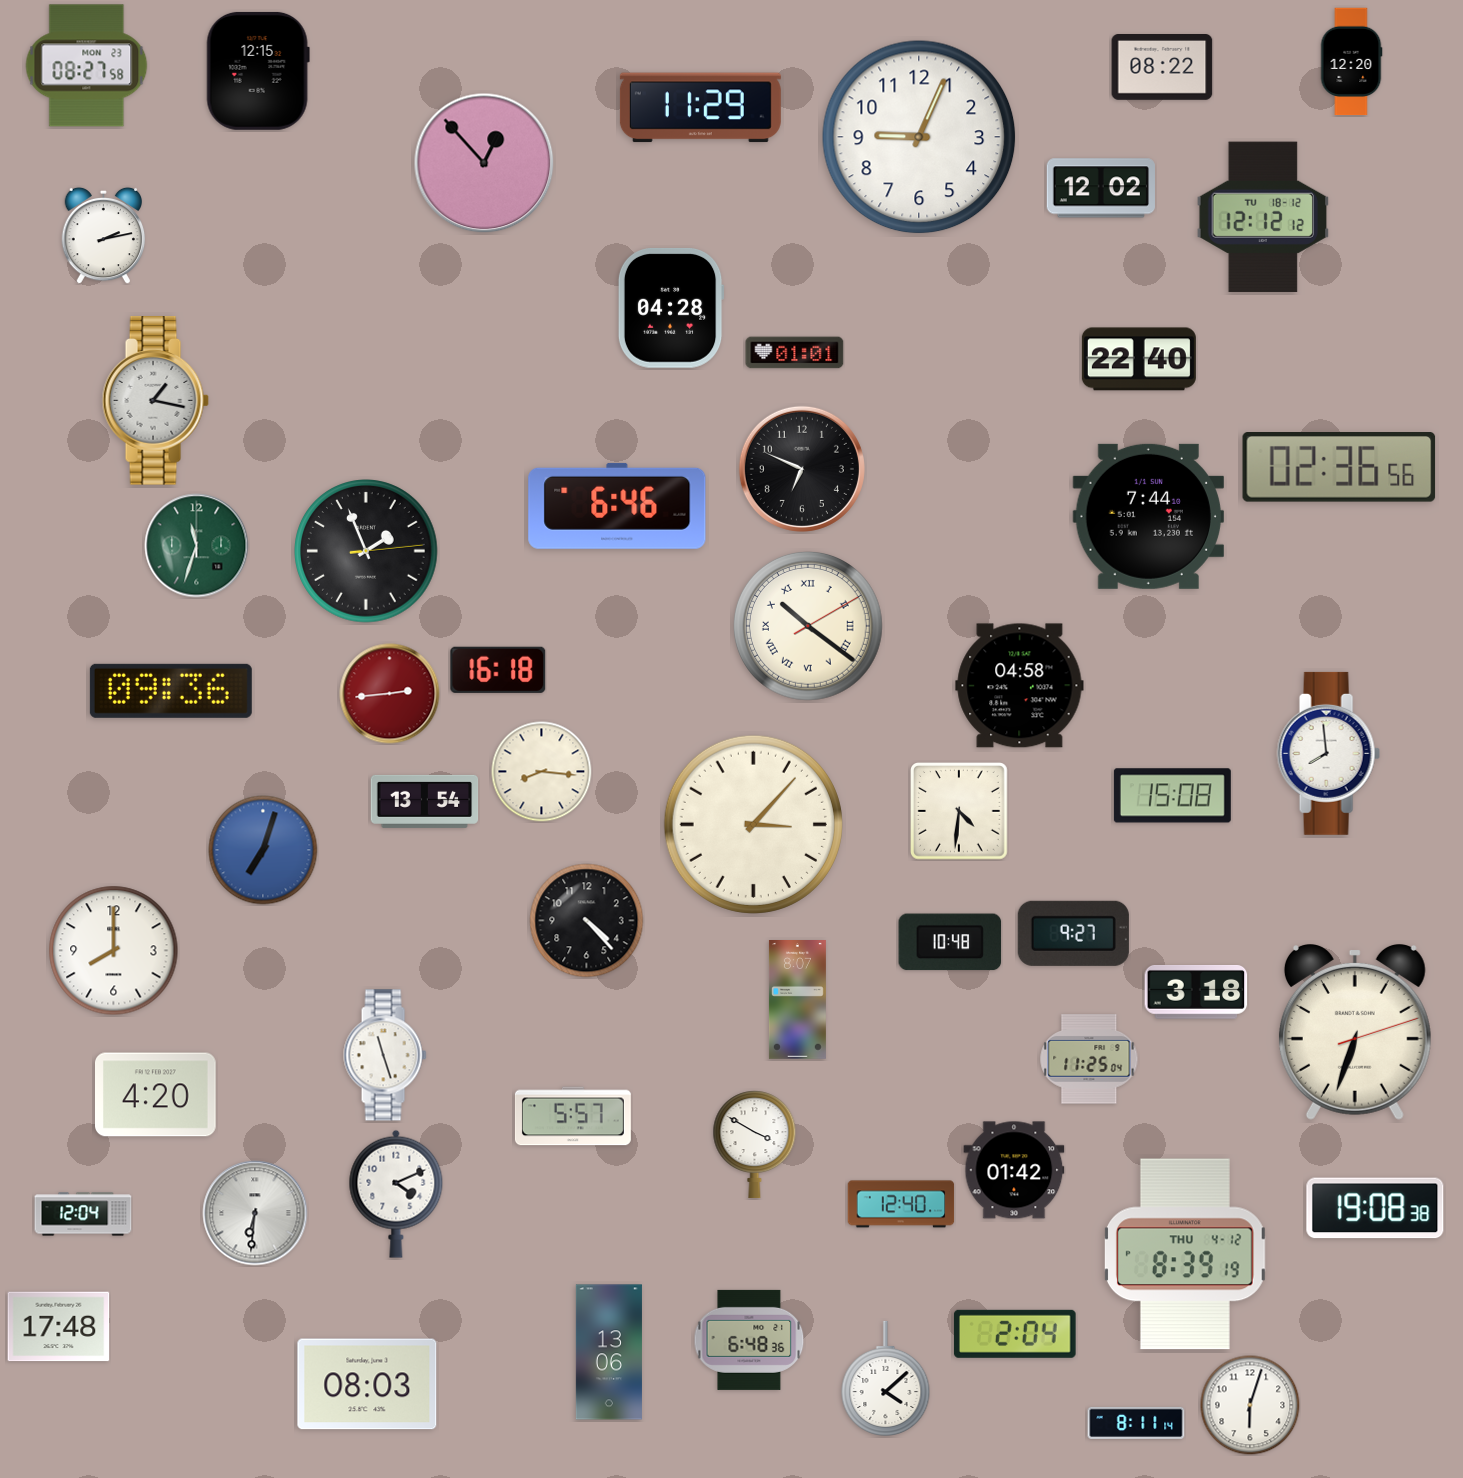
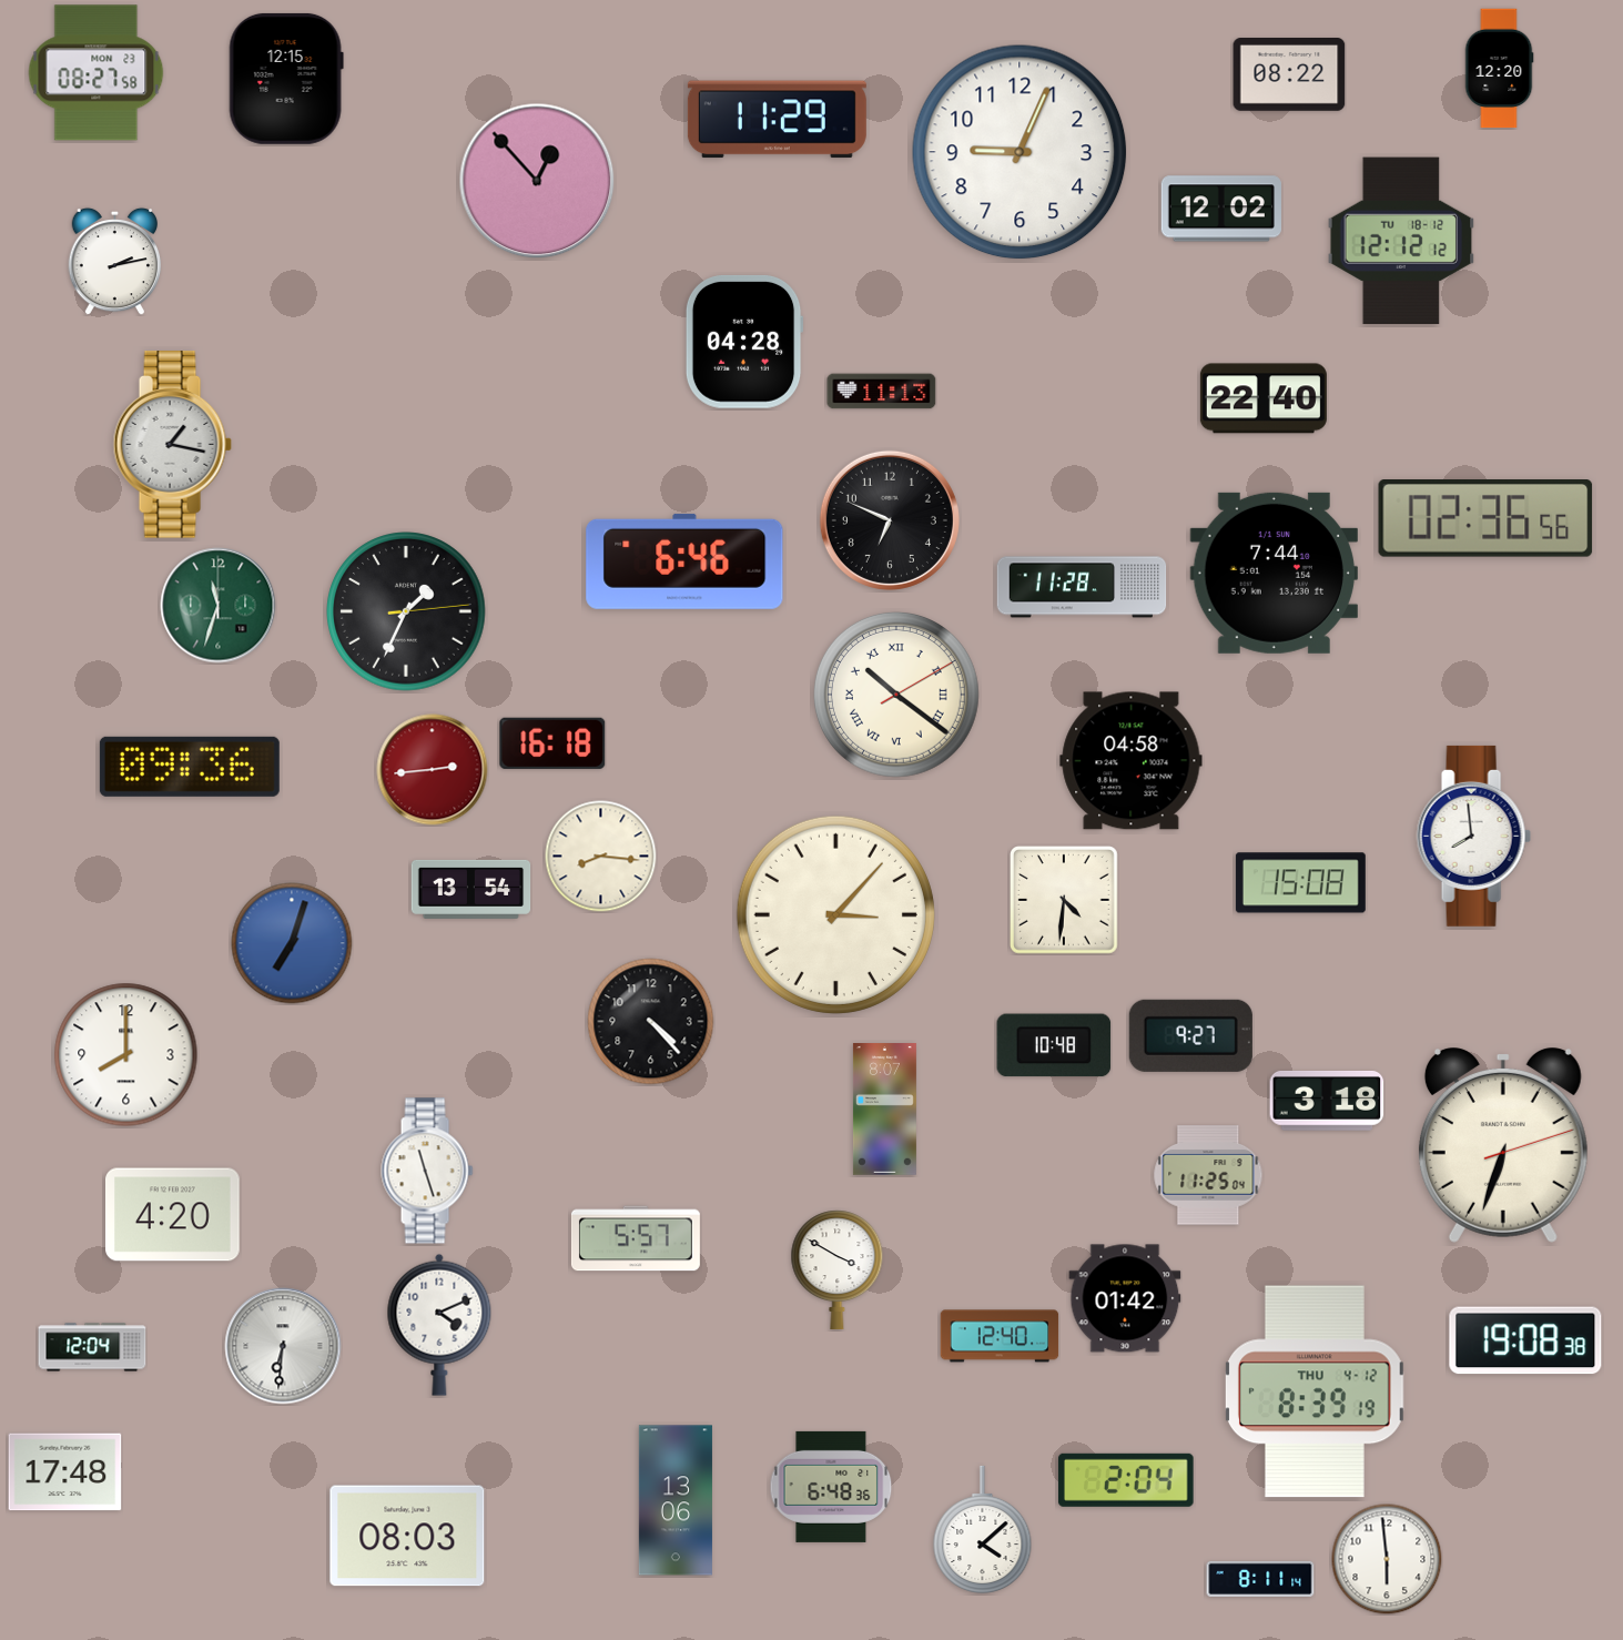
clock at (795, 353): 01:01 -> 11:13
clock at (1082, 587): none -> 11:28
clock at (366, 551): 1:56 -> 1:34
clock at (1250, 1405): 6:03 -> 5:59
